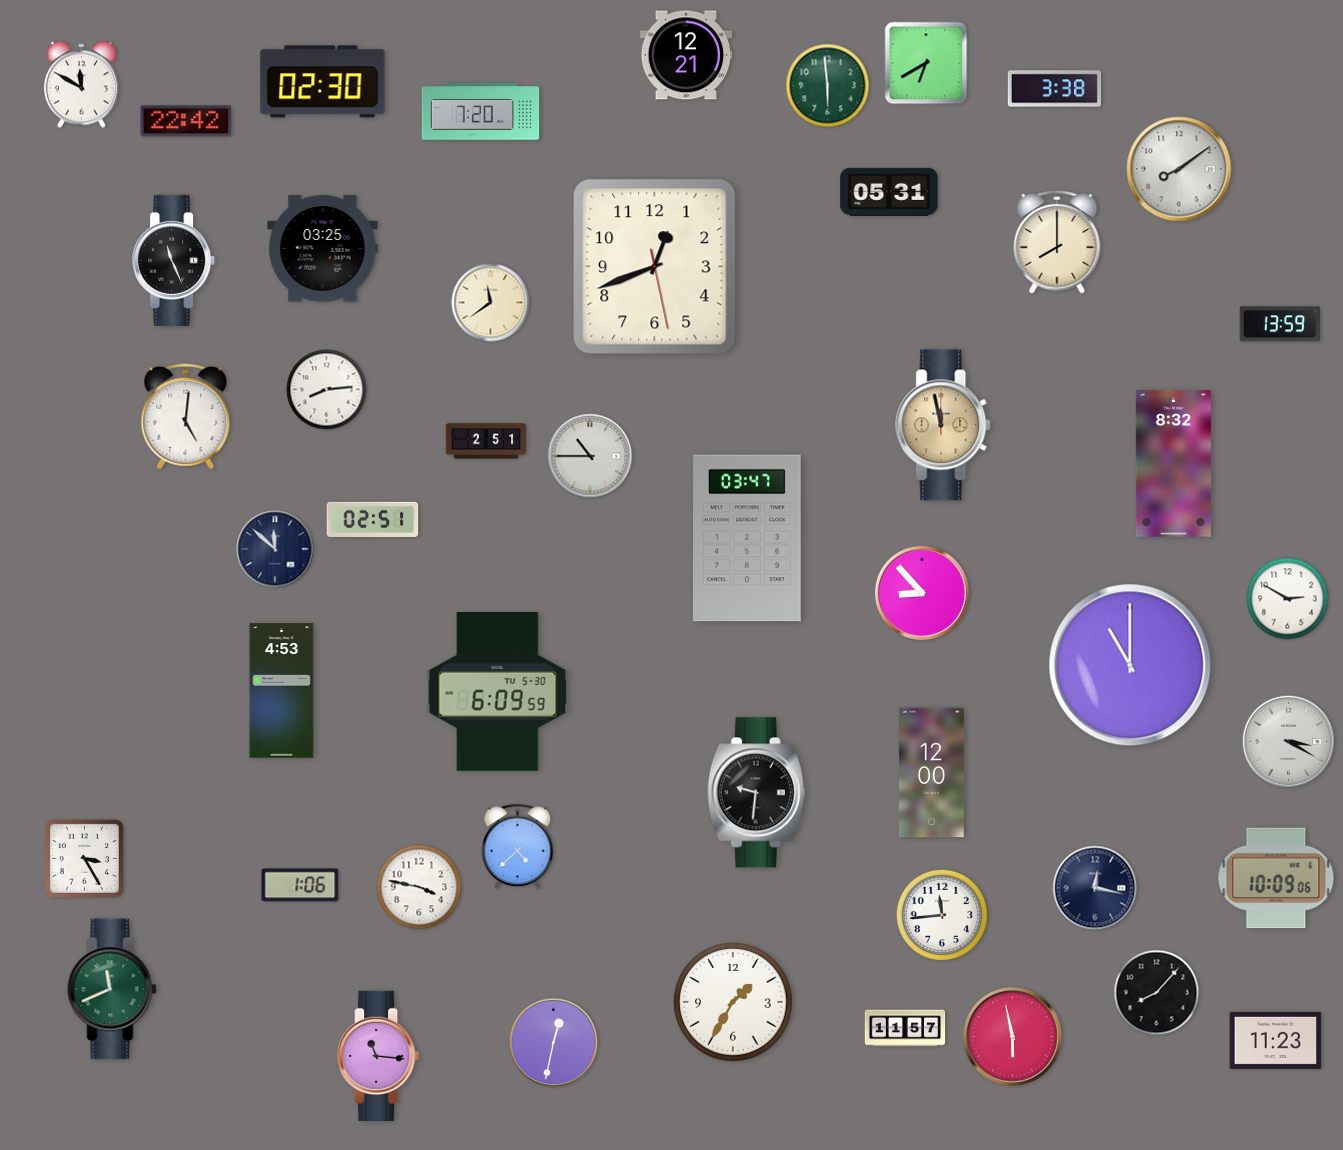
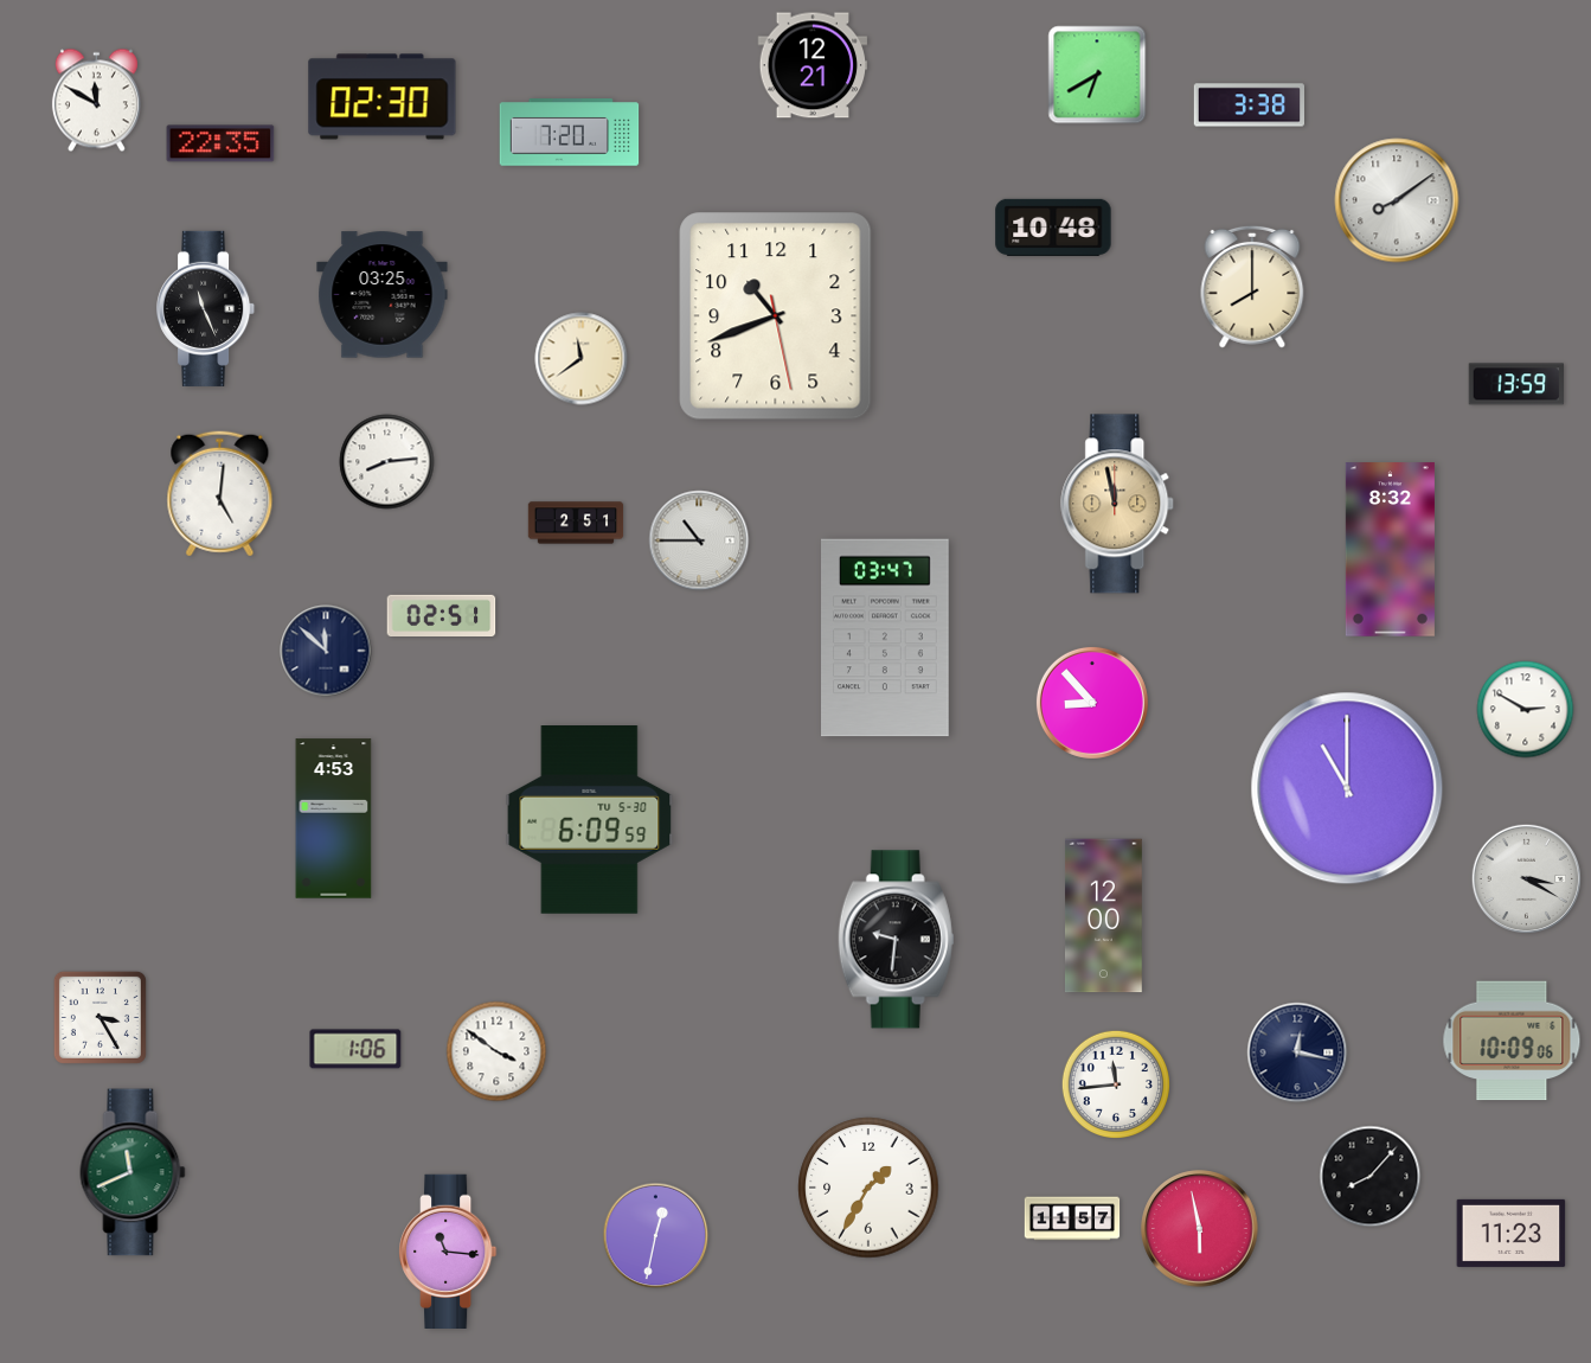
clock at (828, 86): 5:59 -> none
clock at (186, 121): 22:42 -> 22:35
clock at (889, 192): 05:31 -> 10:48
clock at (655, 267): 12:41 -> 10:41
clock at (1130, 665) position: (1130, 665) -> (1347, 788)
clock at (518, 847): 4:38 -> none
clock at (419, 887): 3:47 -> 3:51
